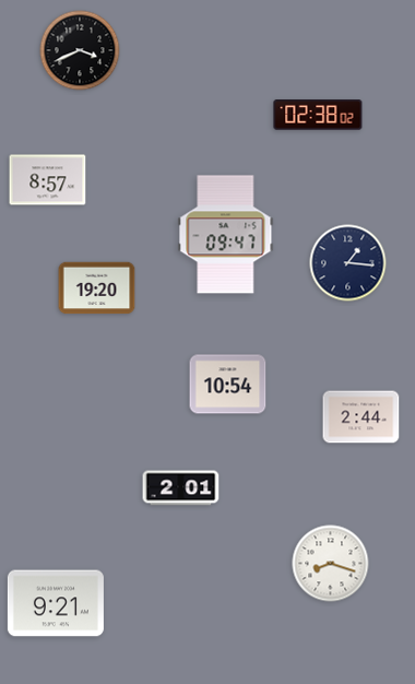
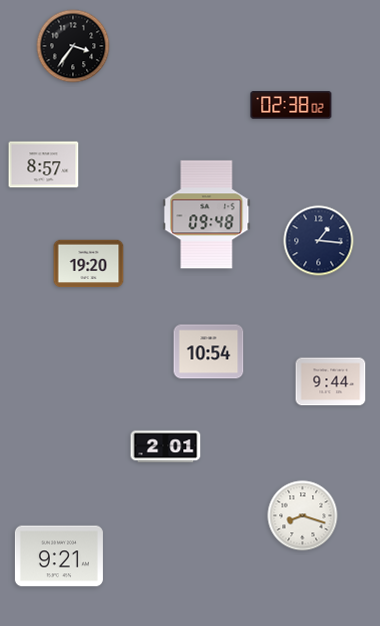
clock at (80, 50): 3:41 -> 3:36
clock at (226, 235): 09:47 -> 09:48
clock at (361, 417): 2:44 -> 9:44
clock at (56, 603) position: (56, 603) -> (59, 556)
